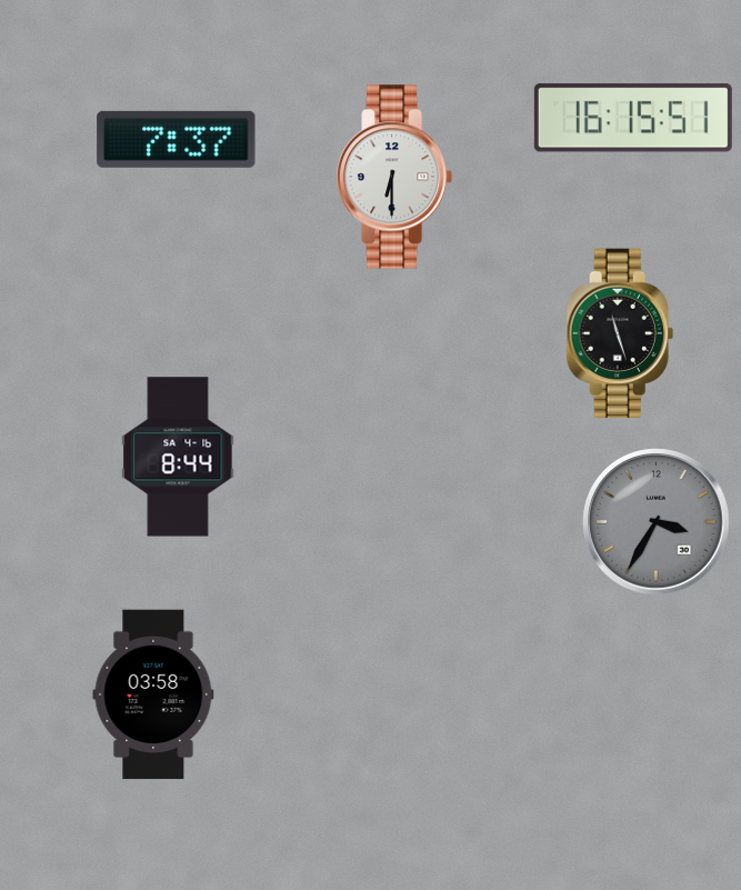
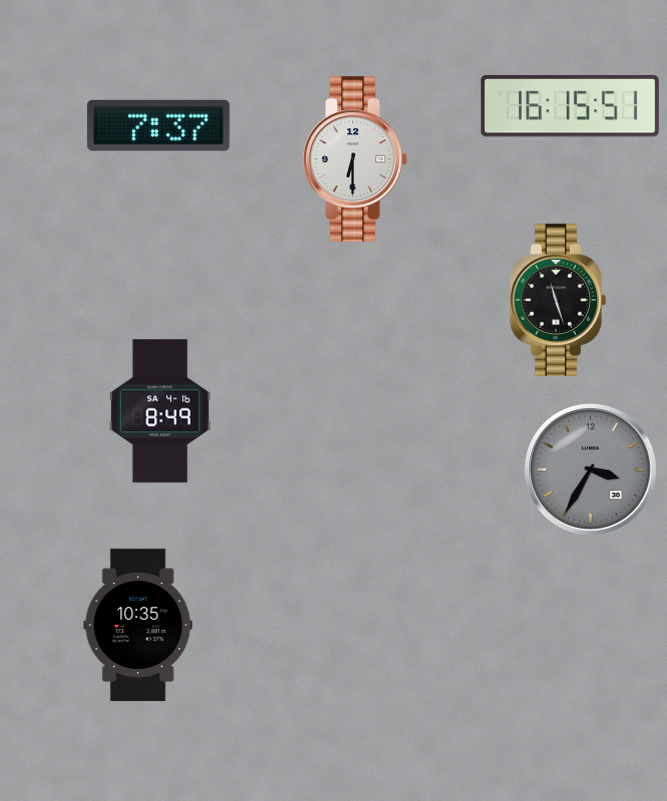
clock at (178, 457): 8:44 -> 8:49
clock at (153, 694): 03:58 -> 10:35
